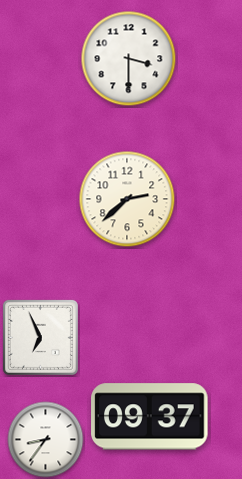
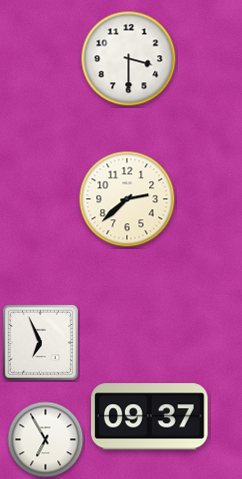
clock at (40, 337) position: (40, 337) -> (40, 342)
clock at (46, 440): 8:36 -> 6:55
